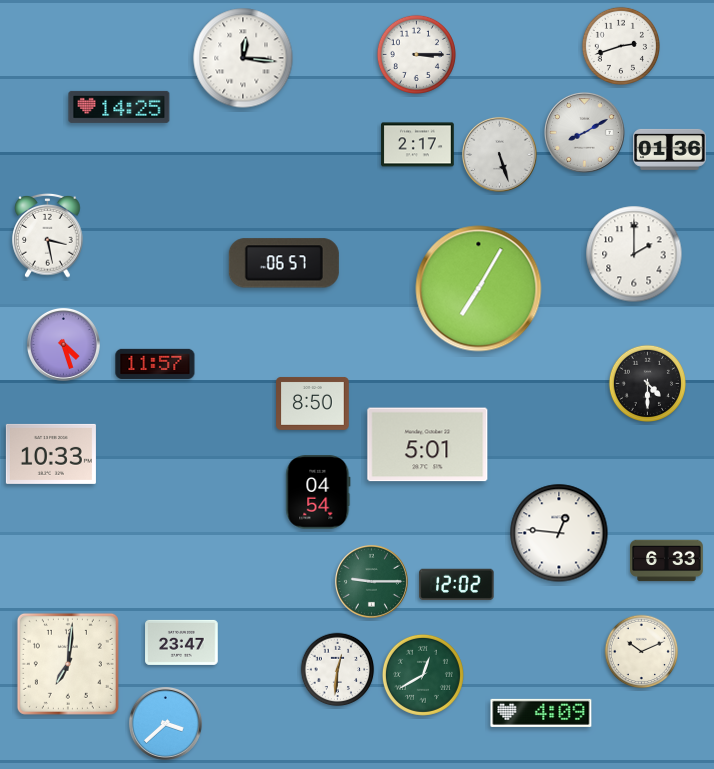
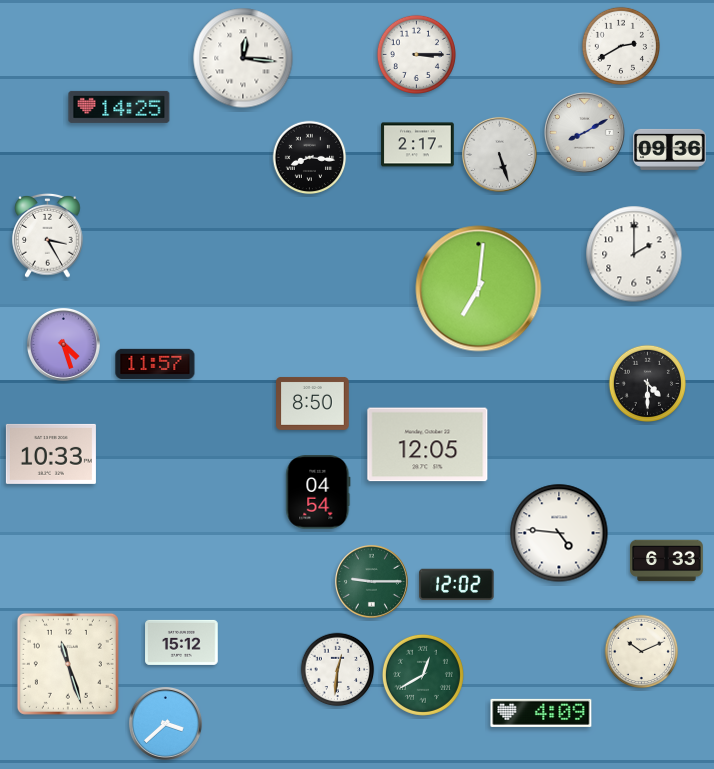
clock at (621, 46): 2:42 -> 2:40
clock at (670, 149): 01:36 -> 09:36
clock at (310, 158): none -> 8:16
clock at (48, 235): 3:28 -> 3:25
clock at (284, 263): 06:57 -> none
clock at (479, 289): 7:05 -> 7:01
clock at (428, 445): 5:01 -> 12:05
clock at (559, 533): 12:46 -> 4:46
clock at (182, 642): 23:47 -> 15:12
clock at (68, 664): 7:01 -> 11:27
